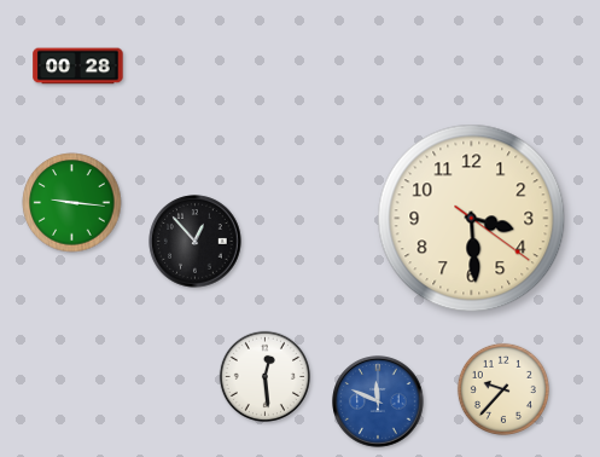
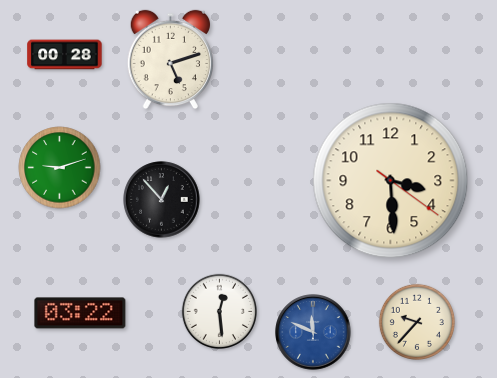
clock at (170, 60): none -> 5:12
clock at (72, 203): 9:16 -> 9:12
clock at (80, 313): none -> 03:22
